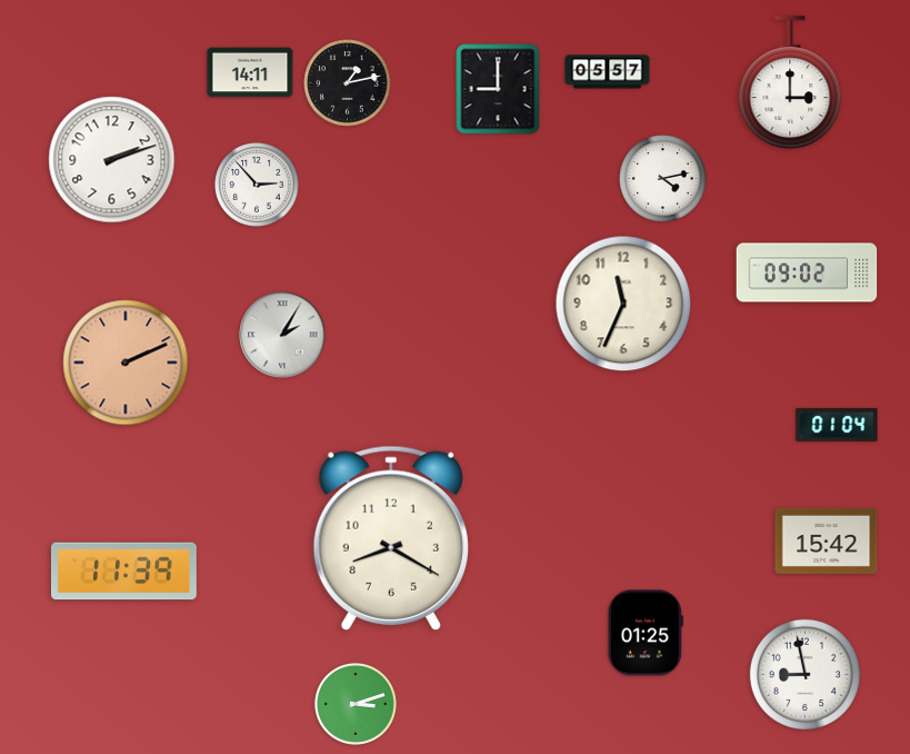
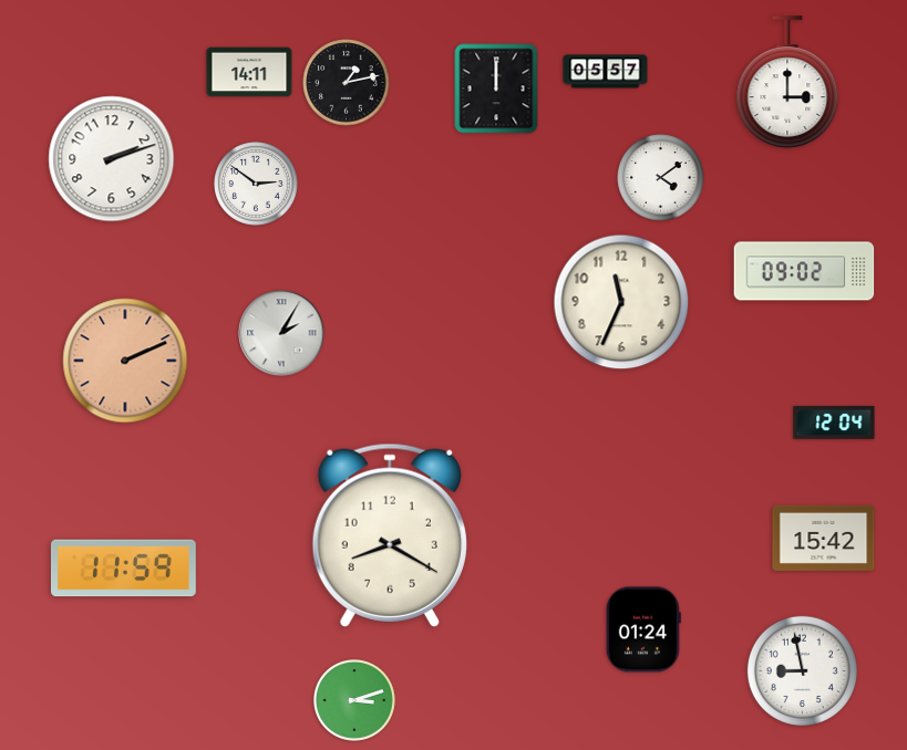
clock at (498, 89): 9:00 -> 12:00
clock at (663, 179): 4:13 -> 4:09
clock at (257, 185): 2:53 -> 2:51
clock at (837, 425): 01:04 -> 12:04
clock at (124, 572): 11:39 -> 11:59
clock at (646, 633): 01:25 -> 01:24
